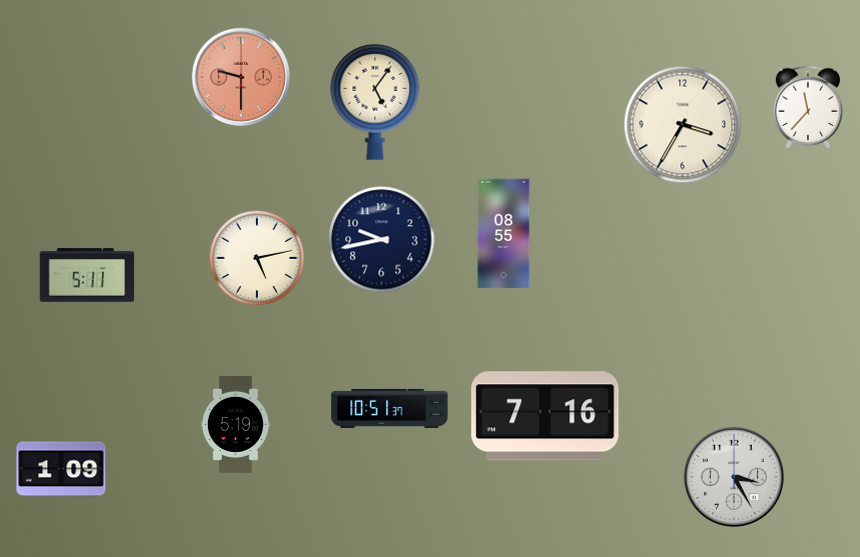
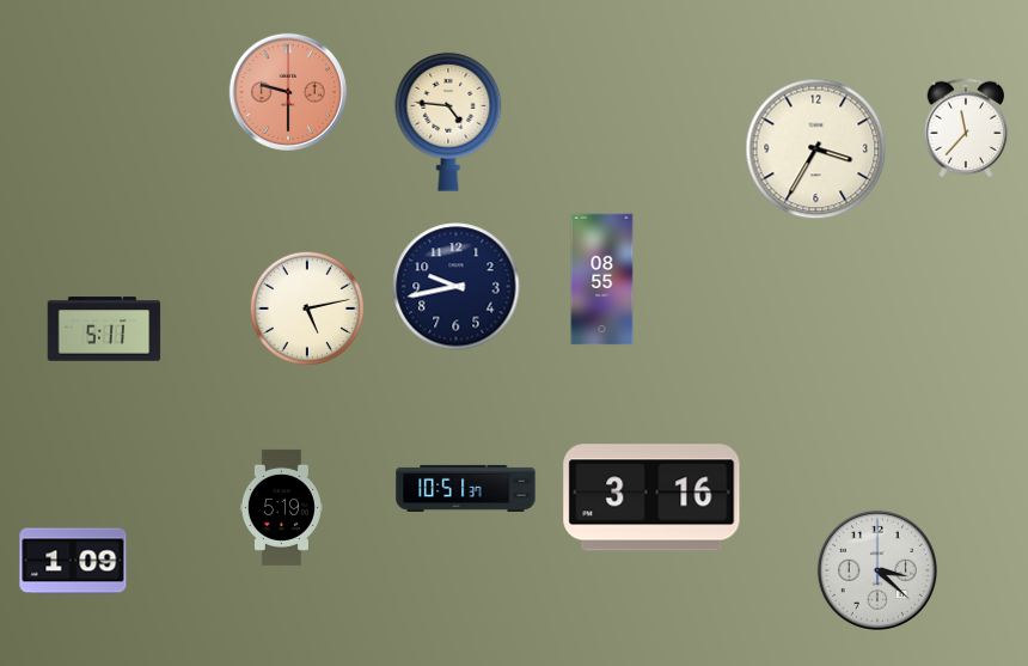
clock at (375, 102): 5:06 -> 4:46
clock at (545, 416): 7:16 -> 3:16
clock at (734, 477): 3:25 -> 3:22
